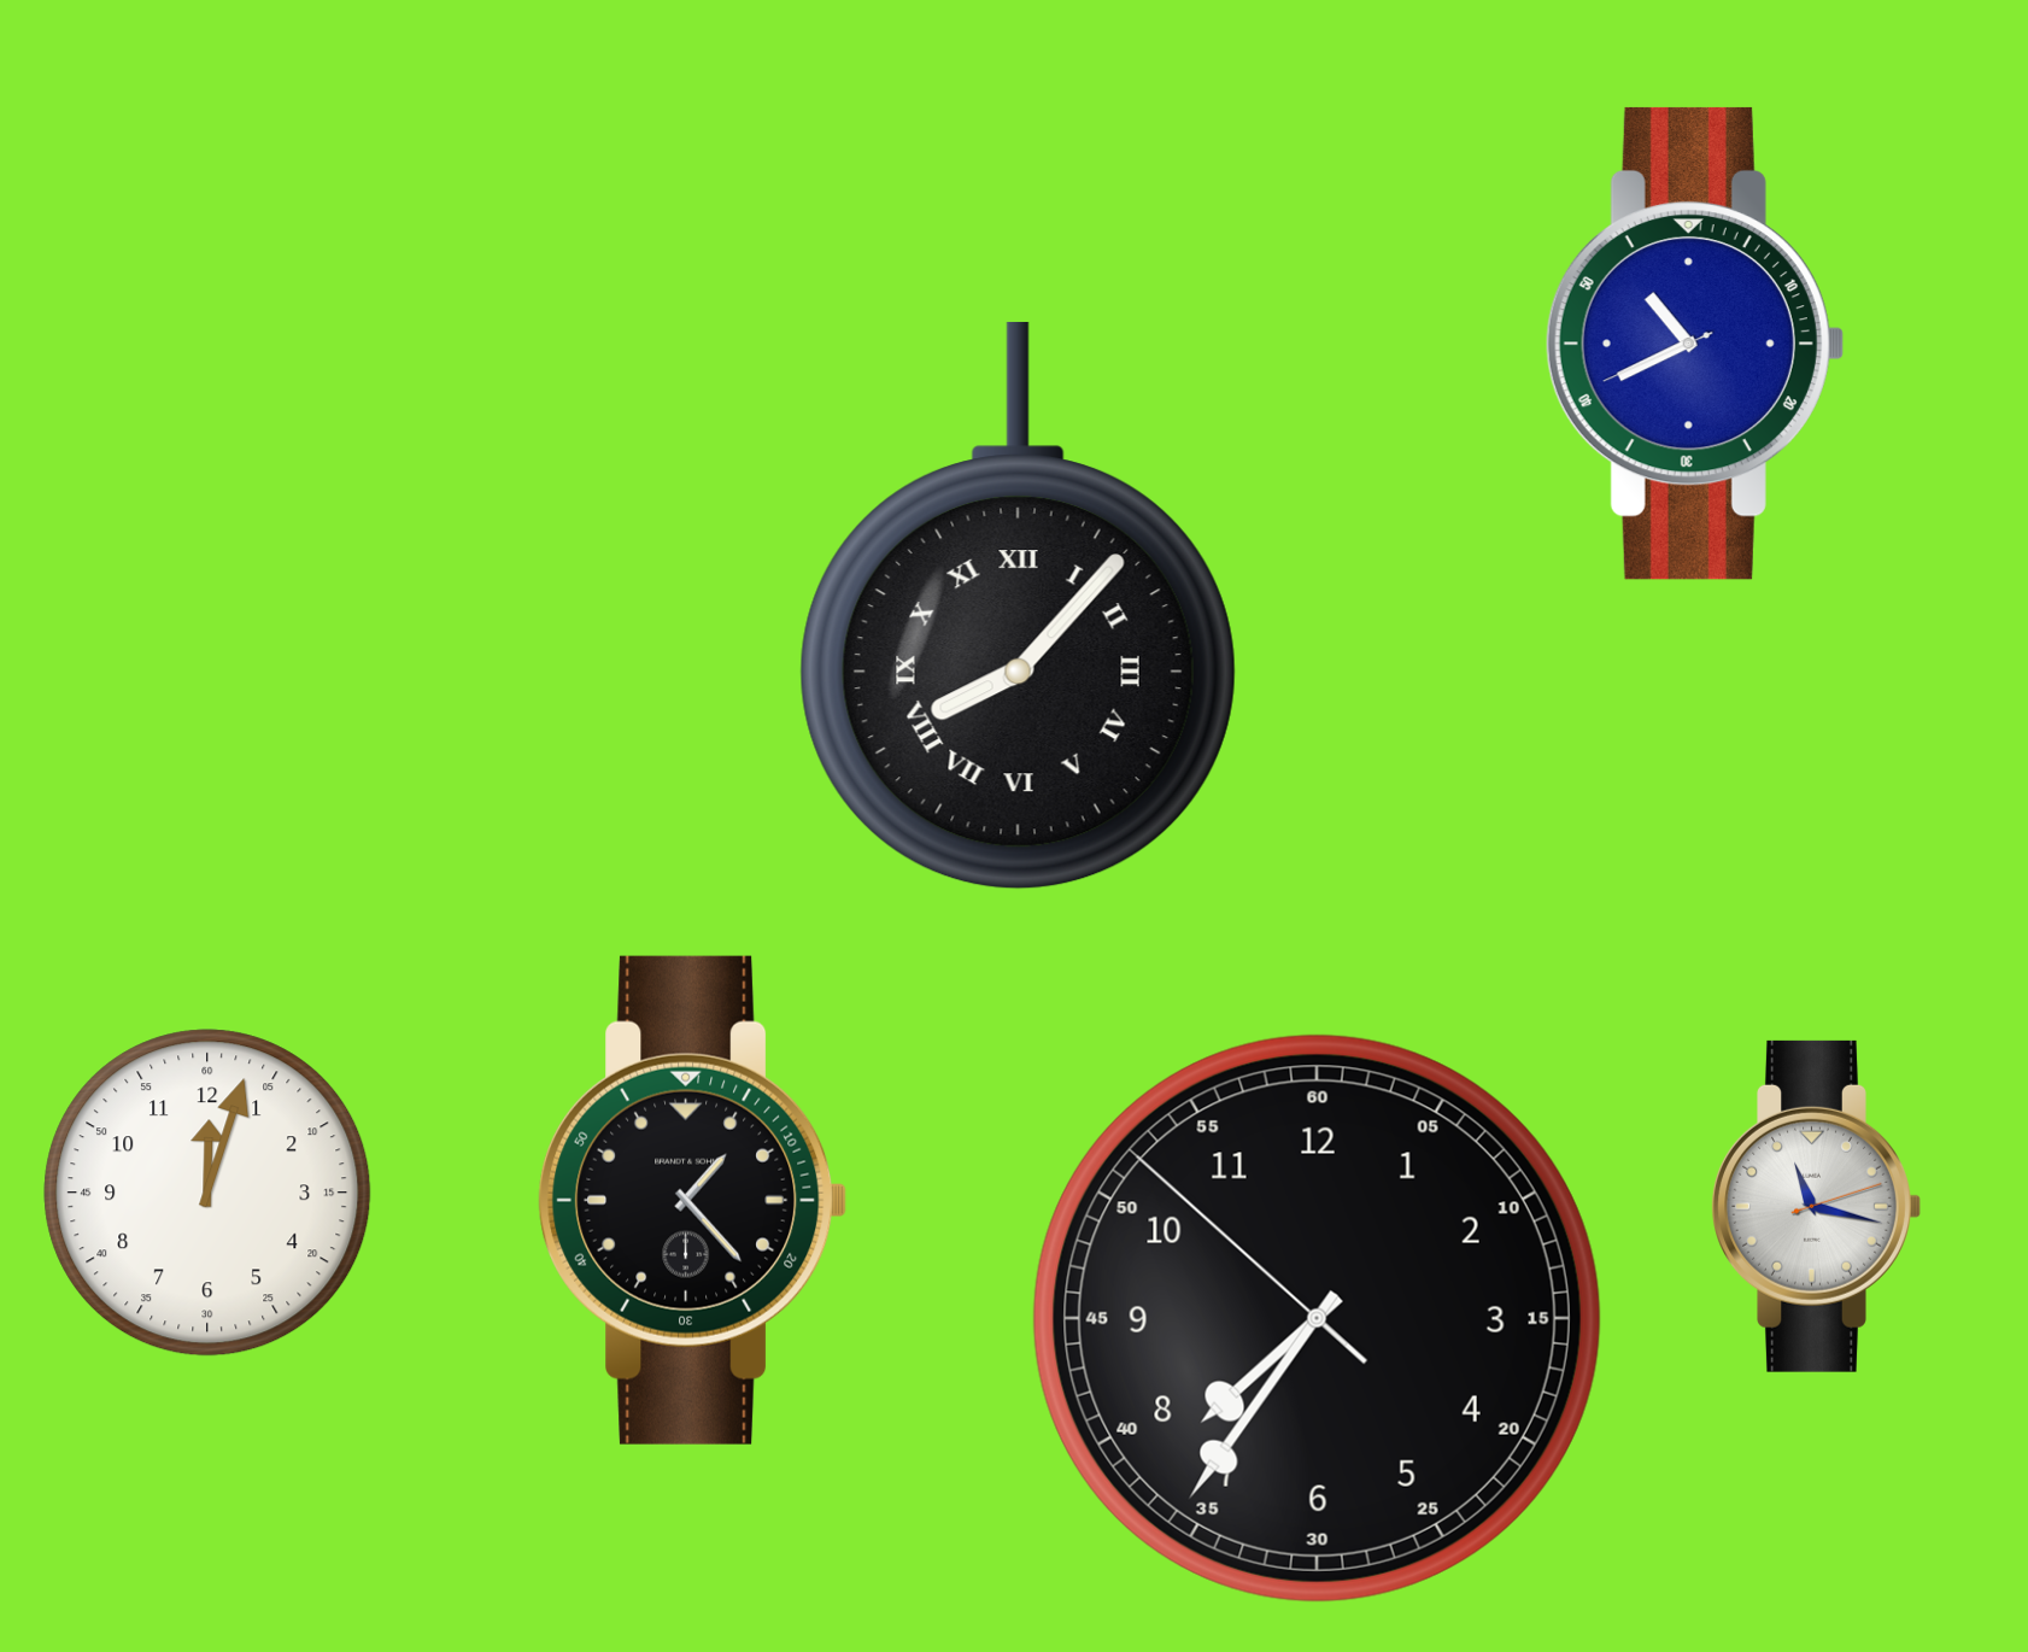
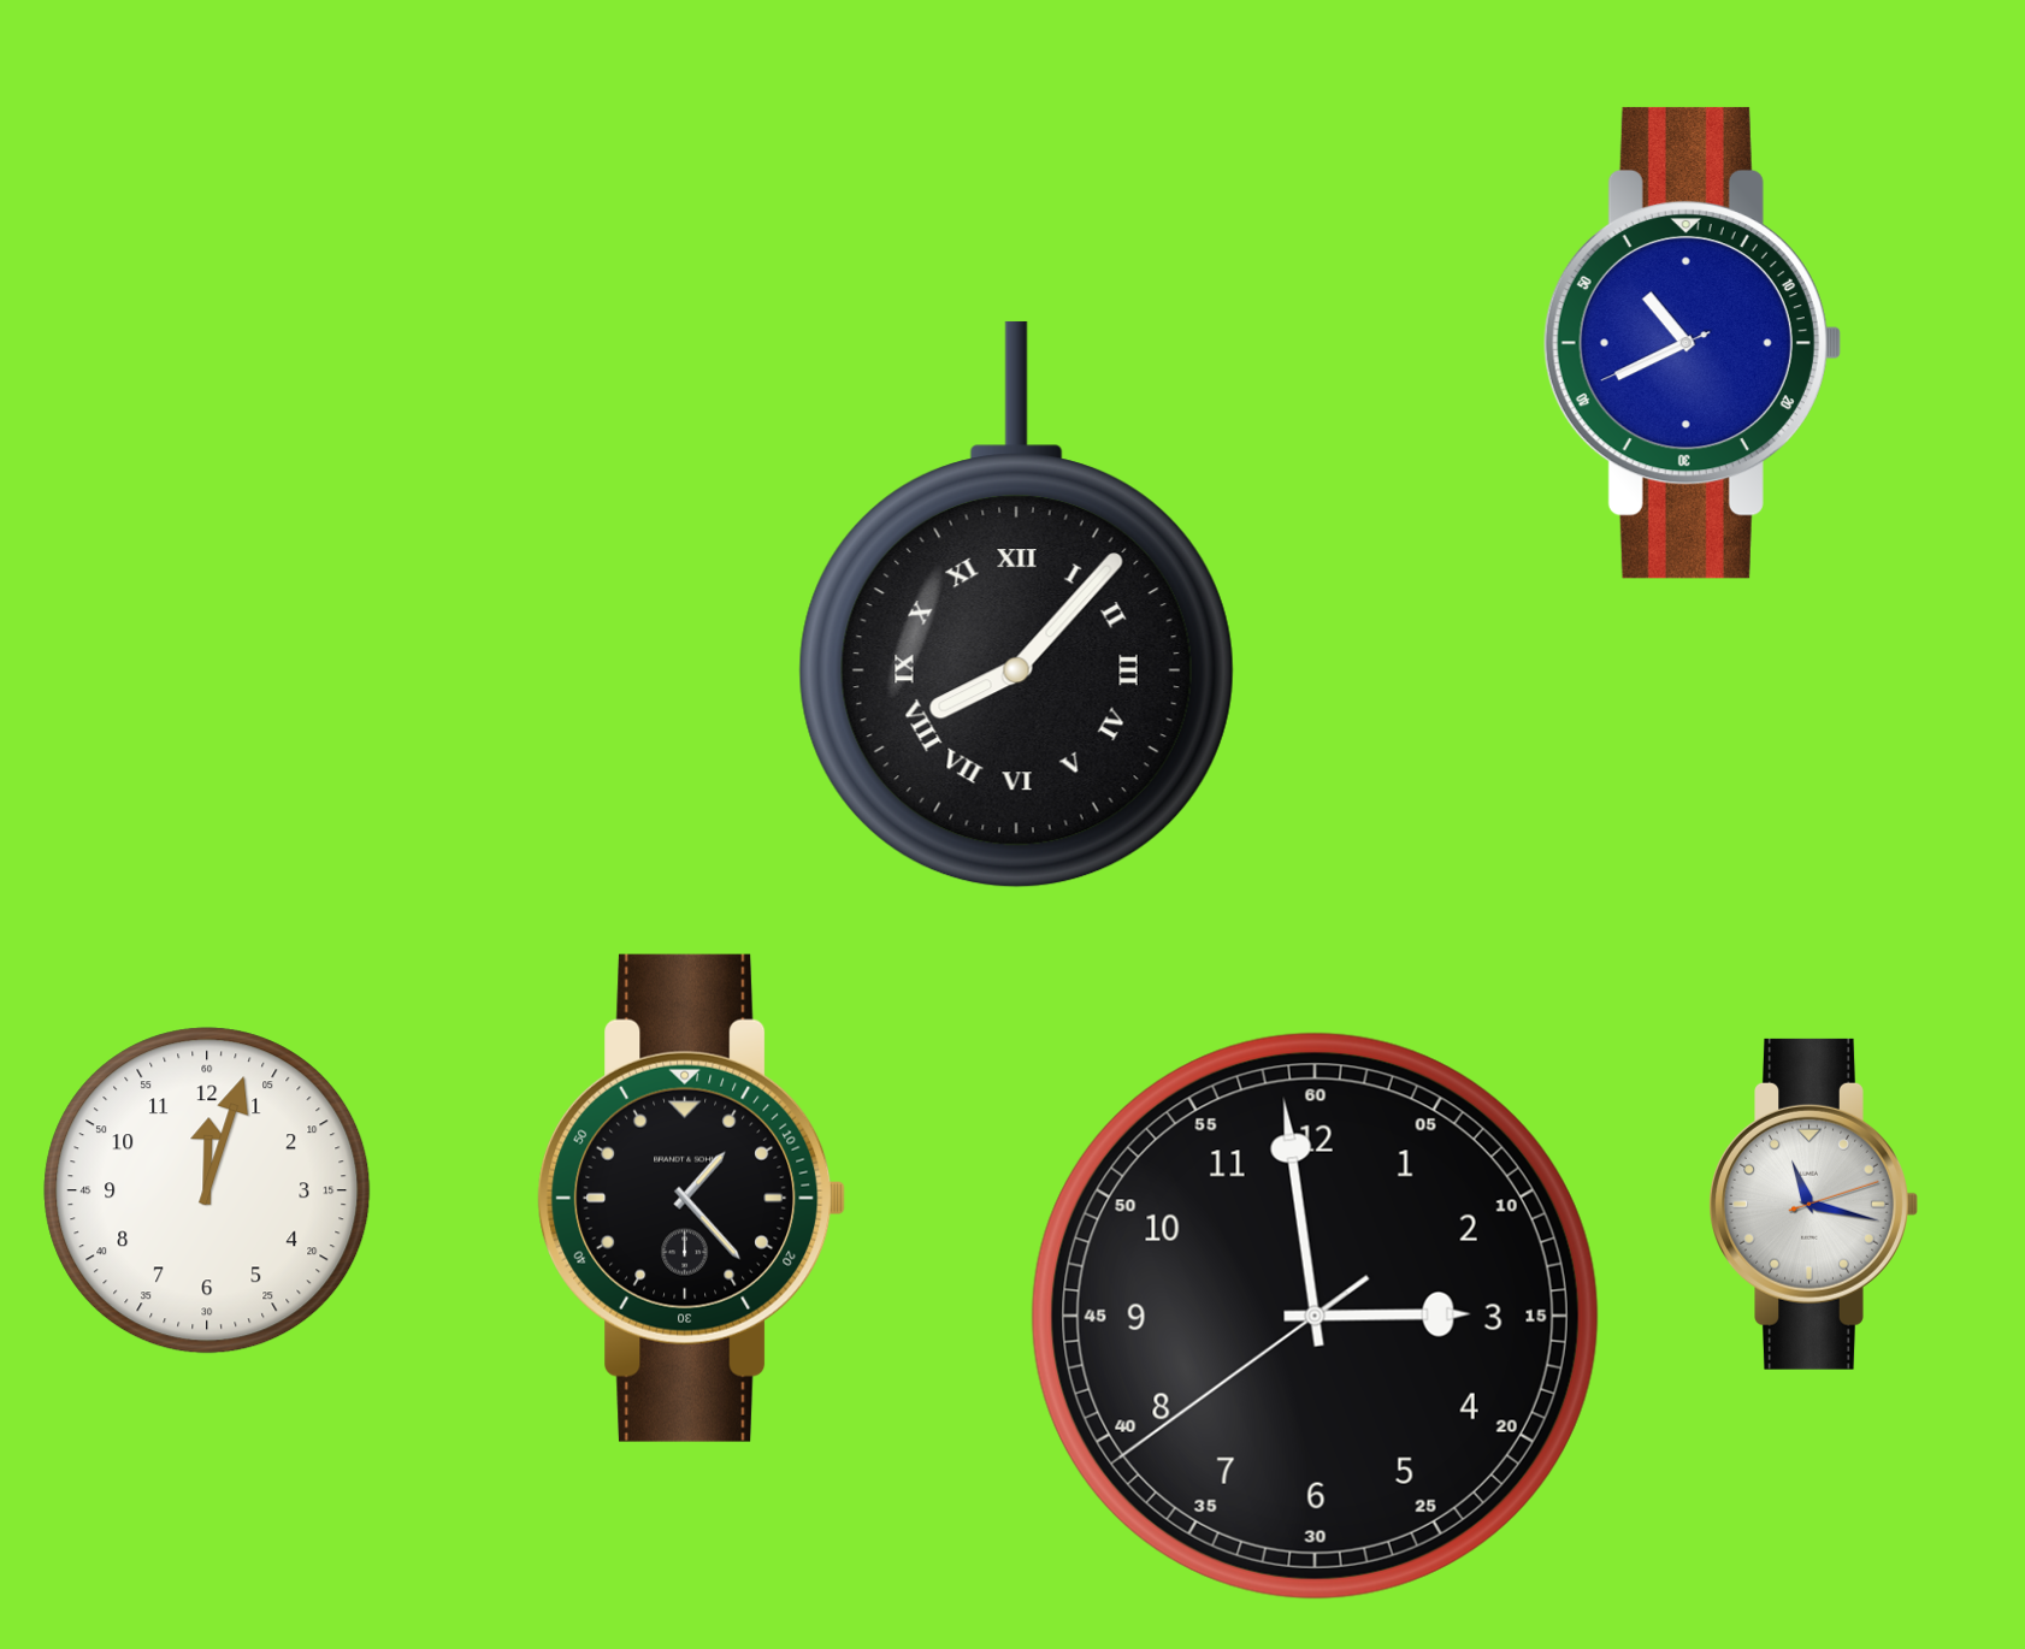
clock at (1317, 1318): 7:35 -> 2:58
